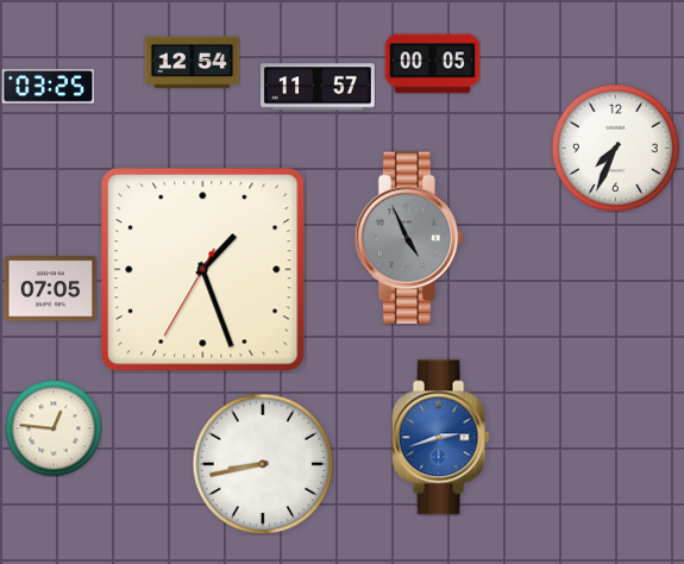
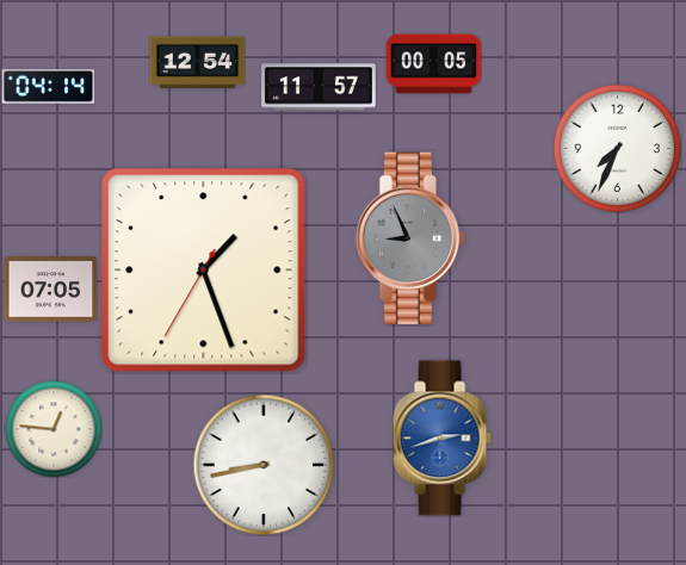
clock at (192, 63) position: (192, 63) -> (197, 63)
clock at (48, 86): 03:25 -> 04:14
clock at (408, 238): 4:56 -> 8:56
